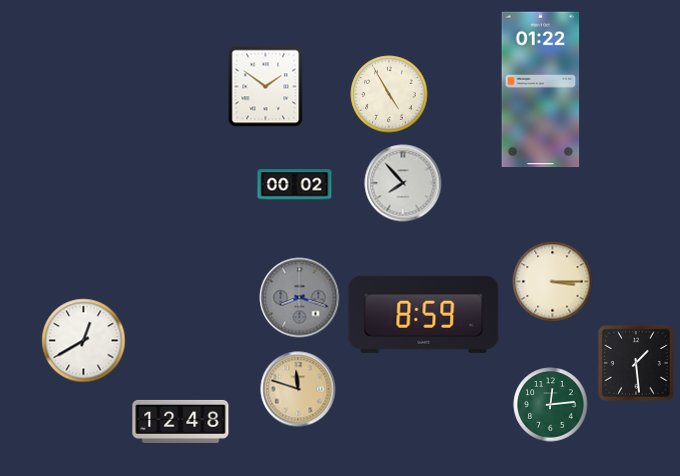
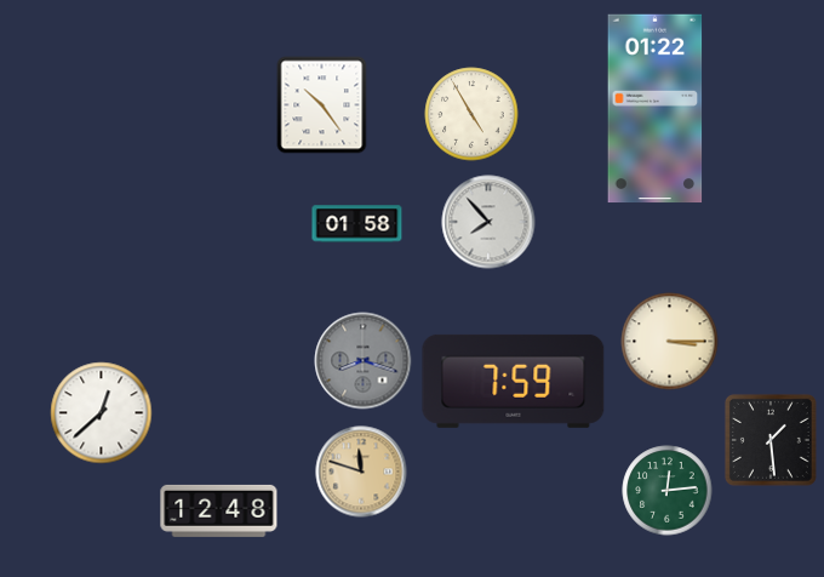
clock at (266, 87): 1:51 -> 10:24
clock at (295, 185): 00:02 -> 01:58
clock at (424, 314): 8:59 -> 7:59
clock at (84, 341): 12:40 -> 12:38
